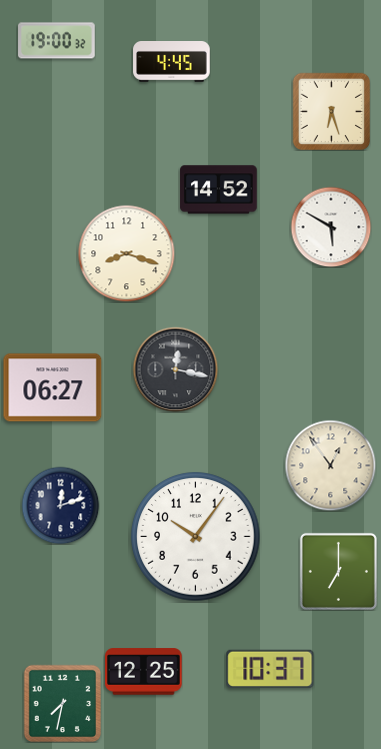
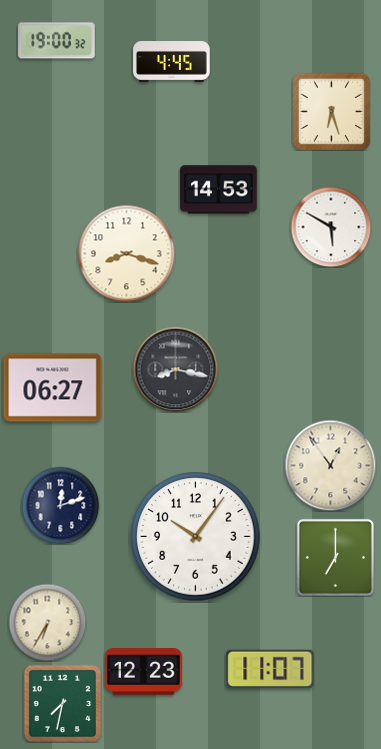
clock at (219, 190): 14:52 -> 14:53
clock at (175, 369): 12:17 -> 8:17
clock at (338, 571) position: (338, 571) -> (335, 557)
clock at (47, 622): none -> 6:35
clock at (270, 669): 10:37 -> 11:07
clock at (144, 672): 12:25 -> 12:23
